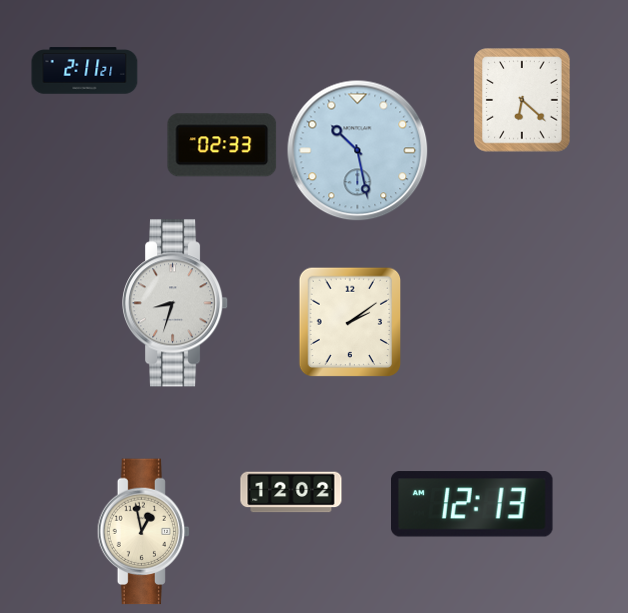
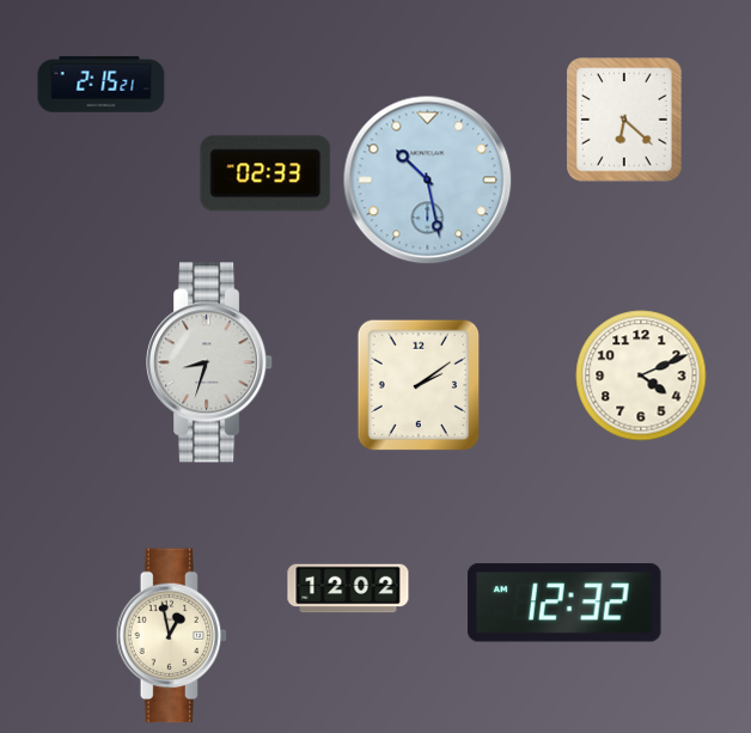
clock at (85, 71): 2:11 -> 2:15
clock at (641, 375): none -> 4:11
clock at (473, 504): 12:13 -> 12:32
